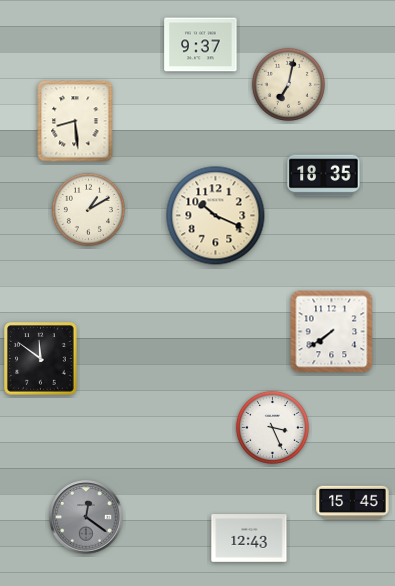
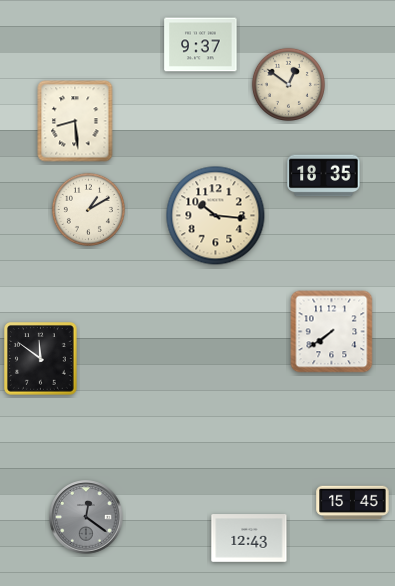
clock at (288, 84): 7:02 -> 12:51
clock at (216, 216): 10:19 -> 10:16
clock at (272, 427): 3:26 -> none
